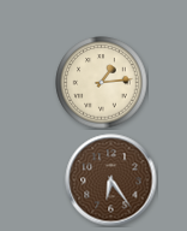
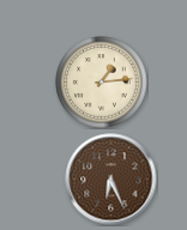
clock at (111, 180): 6:24 -> 6:26
